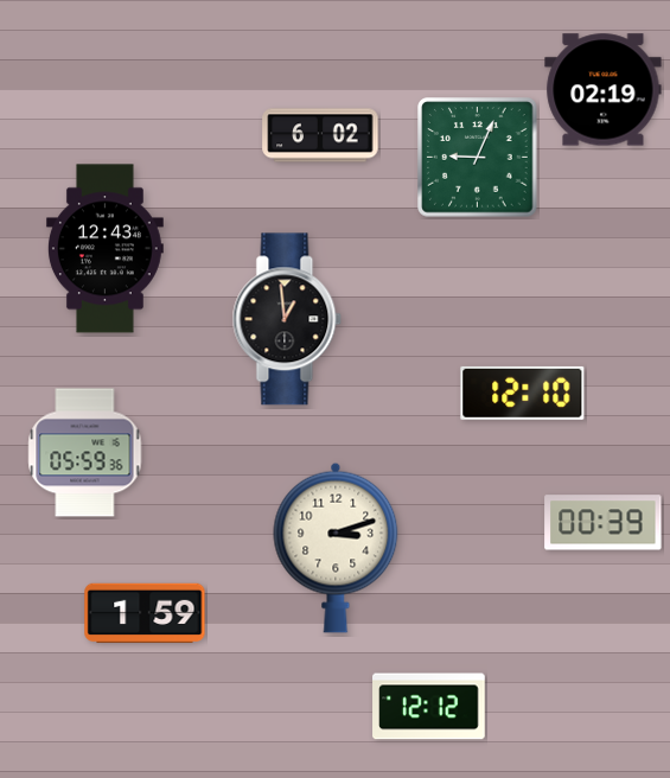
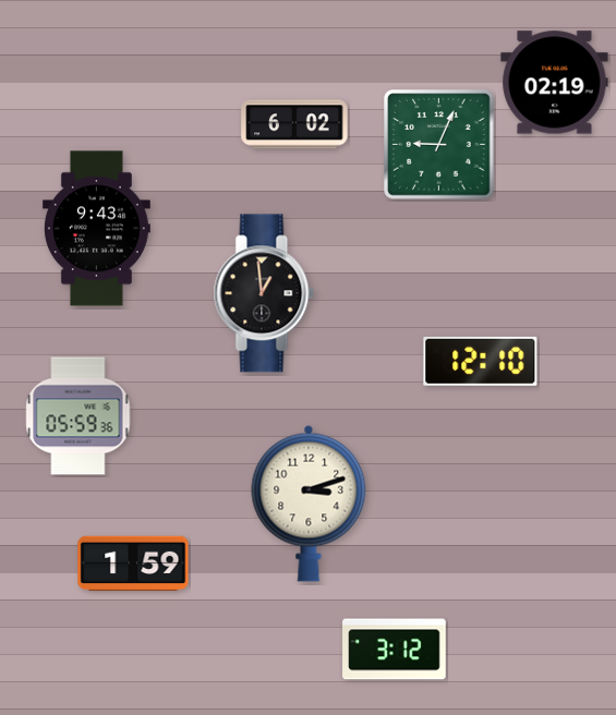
clock at (104, 249): 12:43 -> 9:43
clock at (604, 523): 00:39 -> none
clock at (429, 707): 12:12 -> 3:12
